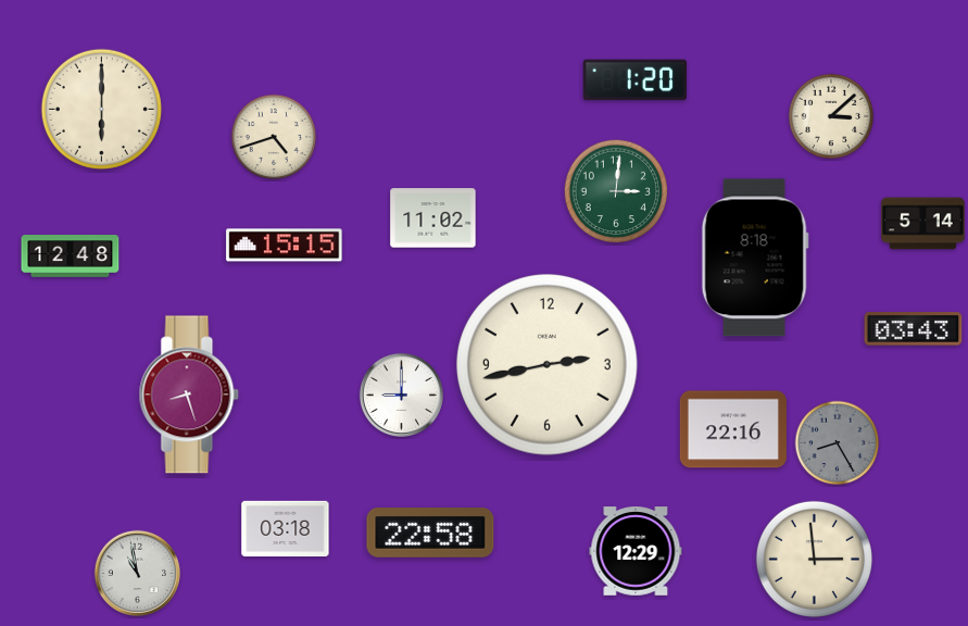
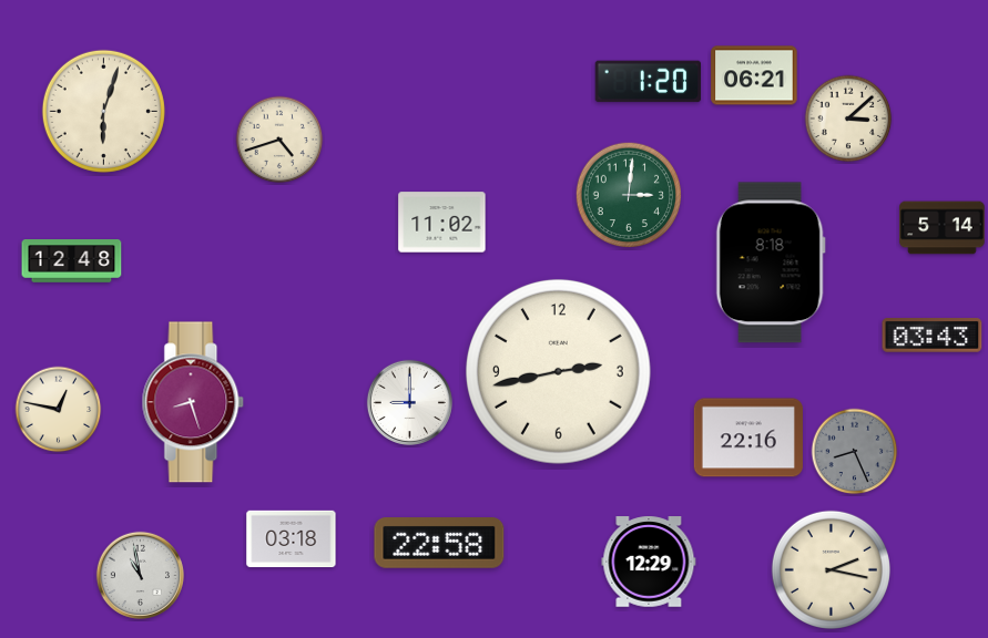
clock at (754, 75): none -> 06:21
clock at (101, 109): 6:00 -> 6:03
clock at (285, 246): 15:15 -> none
clock at (59, 410): none -> 12:47
clock at (838, 443): 8:25 -> 8:26
clock at (814, 559): 2:59 -> 2:17
clock at (137, 573) position: (137, 573) -> (140, 575)
